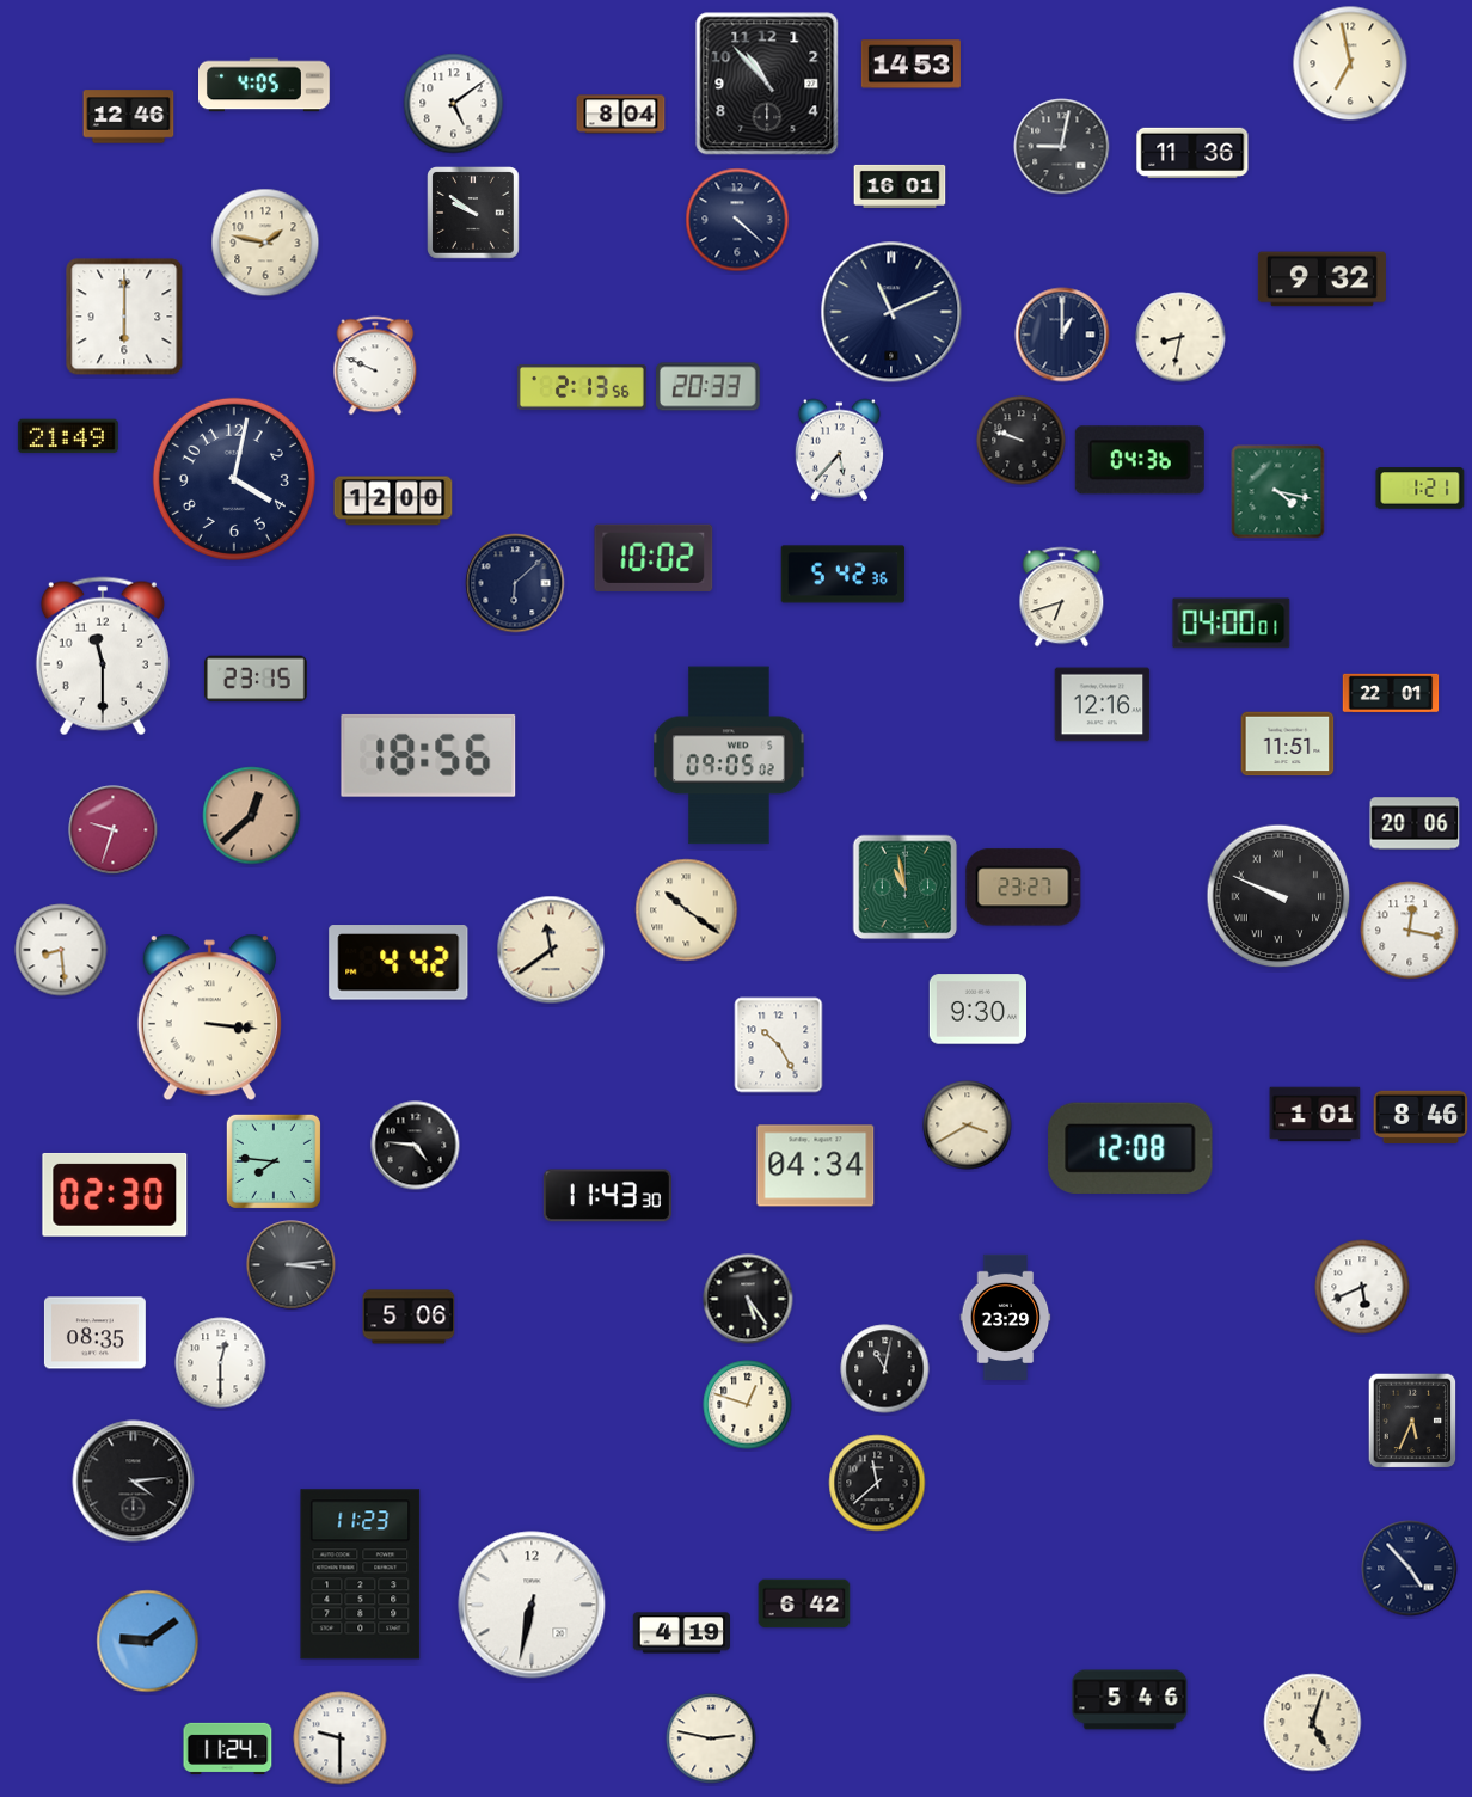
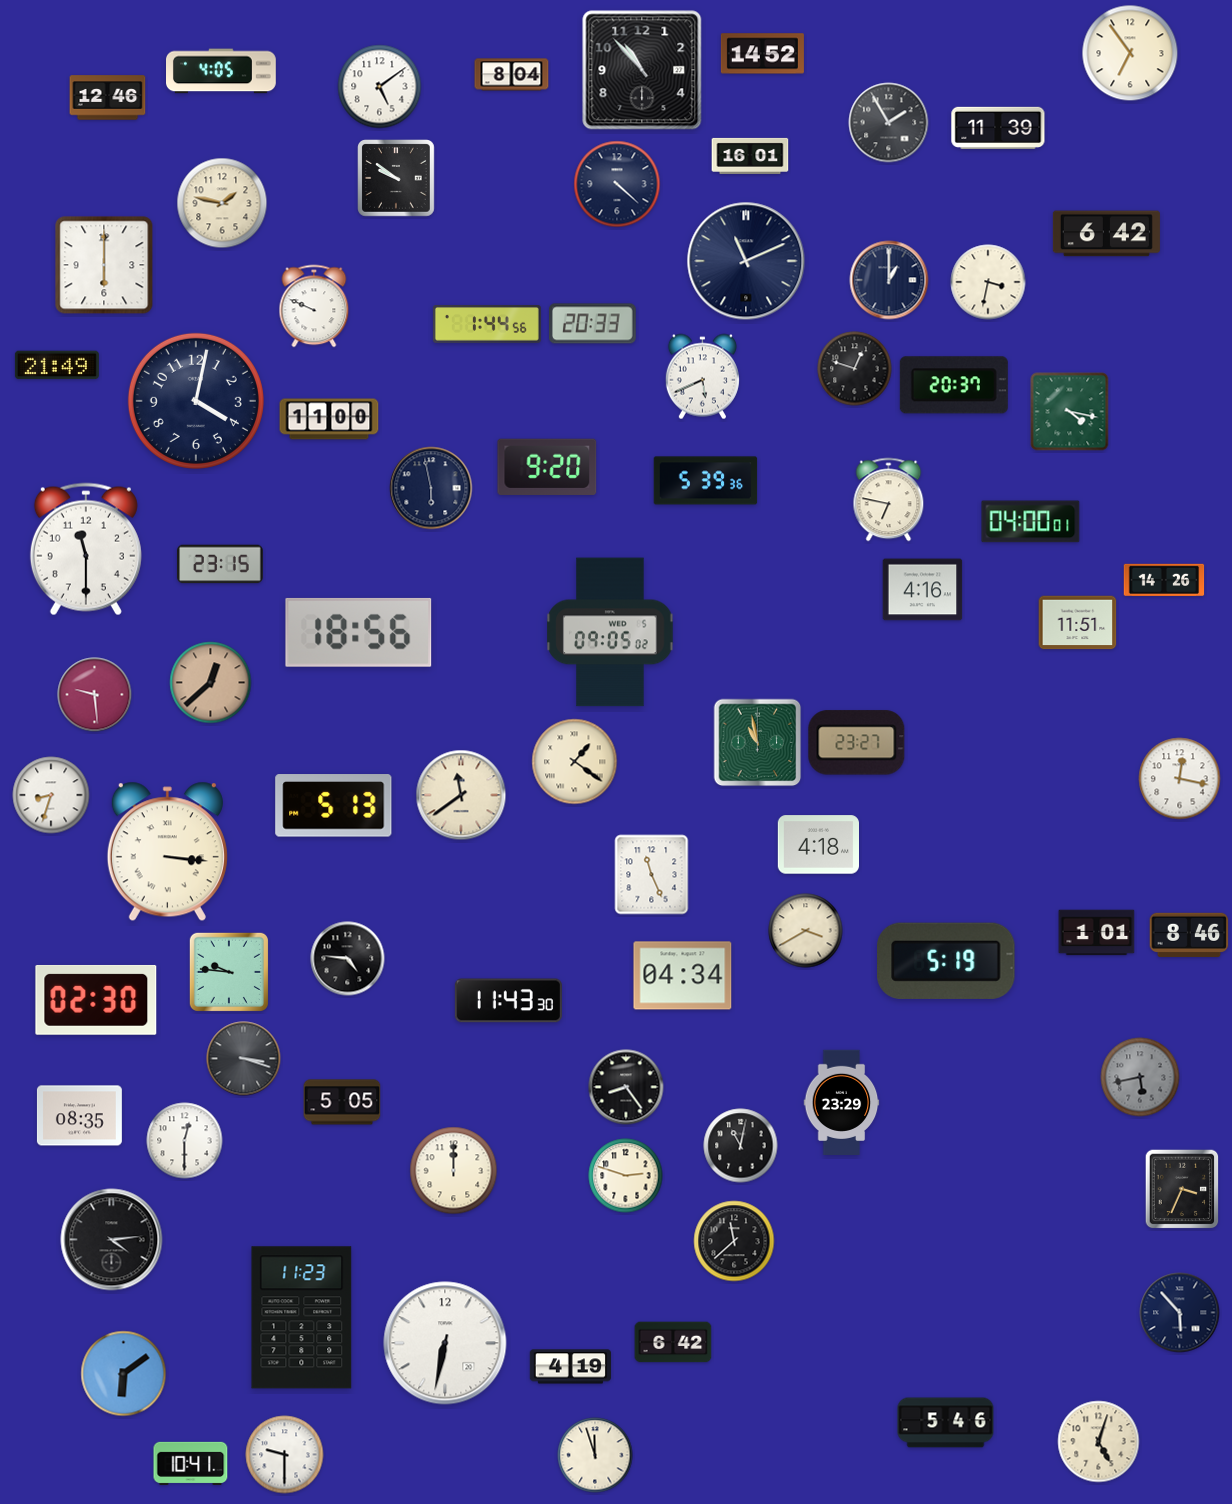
clock at (1350, 63): 6:58 -> 6:54
clock at (910, 65): 14:53 -> 14:52
clock at (621, 115) position: (621, 115) -> (512, 75)
clock at (1062, 147): 9:02 -> 1:55
clock at (1192, 152): 11:36 -> 11:39
clock at (900, 186) position: (900, 186) -> (750, 156)
clock at (1321, 280): 9:32 -> 6:42
clock at (1180, 337): 8:32 -> 3:32
clock at (582, 388): 2:13 -> 1:44
clock at (1022, 441): 9:48 -> 12:48
clock at (839, 450): 5:37 -> 5:41
clock at (1140, 460): 04:36 -> 20:37
clock at (1421, 489): 1:21 -> none
clock at (393, 501): 12:00 -> 11:00
clock at (654, 558): 10:02 -> 9:20
clock at (844, 575): 5:42 -> 5:39
clock at (515, 583): 6:08 -> 5:58
clock at (1062, 597): 6:42 -> 6:47
clock at (257, 679) position: (257, 679) -> (221, 564)
clock at (1391, 693): 22:01 -> 14:26
clock at (1103, 705): 12:16 -> 4:16
clock at (1415, 823): 20:06 -> none
clock at (114, 830): 9:33 -> 9:29
clock at (1278, 896): 9:49 -> none
clock at (687, 910): 10:21 -> 1:21
clock at (61, 950): 8:29 -> 8:33
clock at (399, 963): 4:42 -> 5:13
clock at (977, 1010): 9:30 -> 4:18
clock at (209, 1018) position: (209, 1018) -> (167, 852)
clock at (779, 1045): 10:25 -> 11:26
clock at (1315, 1115) position: (1315, 1115) -> (1097, 933)
clock at (968, 1126) position: (968, 1126) -> (806, 931)
clock at (1130, 1148): 12:08 -> 5:19
clock at (272, 1160): 7:46 -> 9:46
clock at (292, 1265): 3:14 -> 3:18
clock at (1362, 1287): 5:41 -> 5:43
clock at (1362, 1287) dial: white -> grey
clock at (748, 1299): 5:24 -> 8:24
clock at (409, 1317): 5:06 -> 5:05
clock at (454, 1171): none -> 12:00
clock at (748, 1405): 12:48 -> 2:48
clock at (1412, 1421): 5:34 -> 3:34
clock at (1410, 1569): 4:53 -> 5:53
clock at (148, 1642): 9:09 -> 6:09
clock at (711, 1738): 2:47 -> 11:57
clock at (228, 1748): 11:24 -> 10:41
